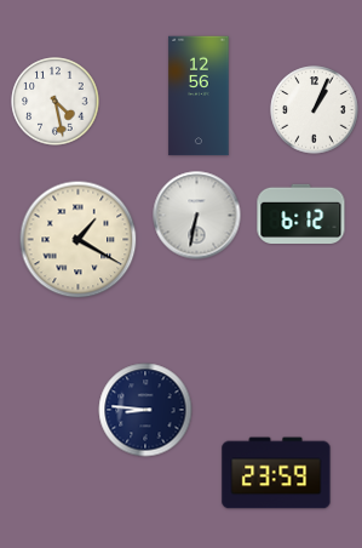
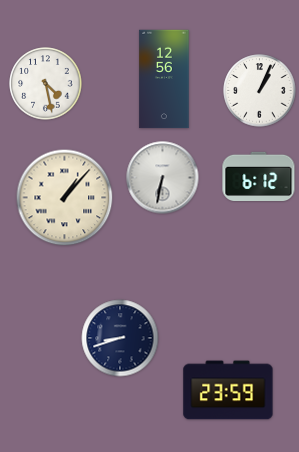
clock at (301, 213) position: (301, 213) -> (259, 176)
clock at (79, 240): 1:20 -> 1:07
clock at (145, 410): 8:46 -> 8:42
